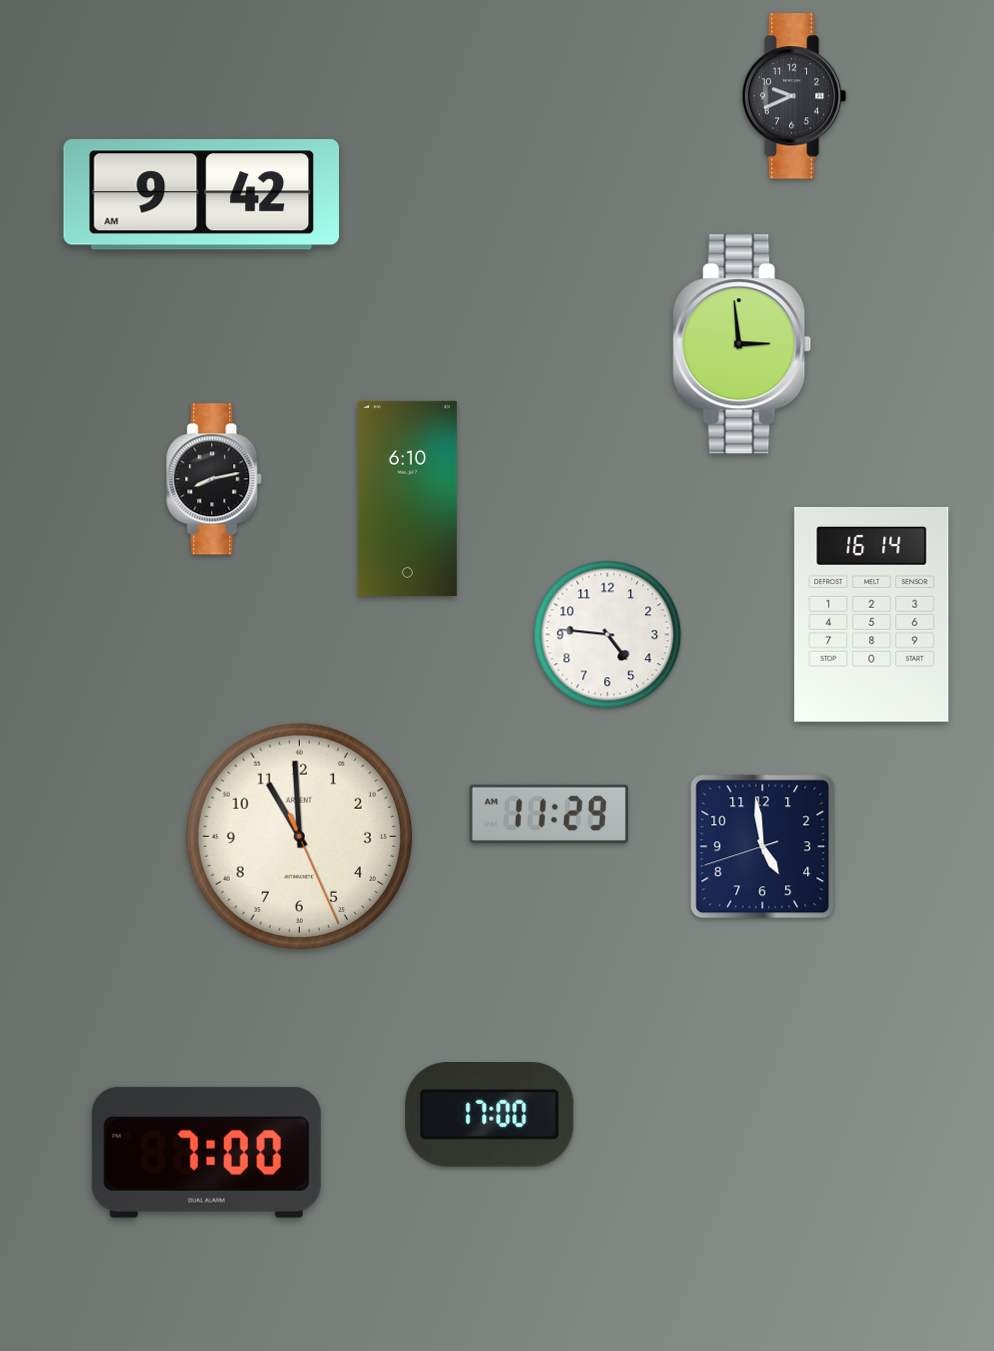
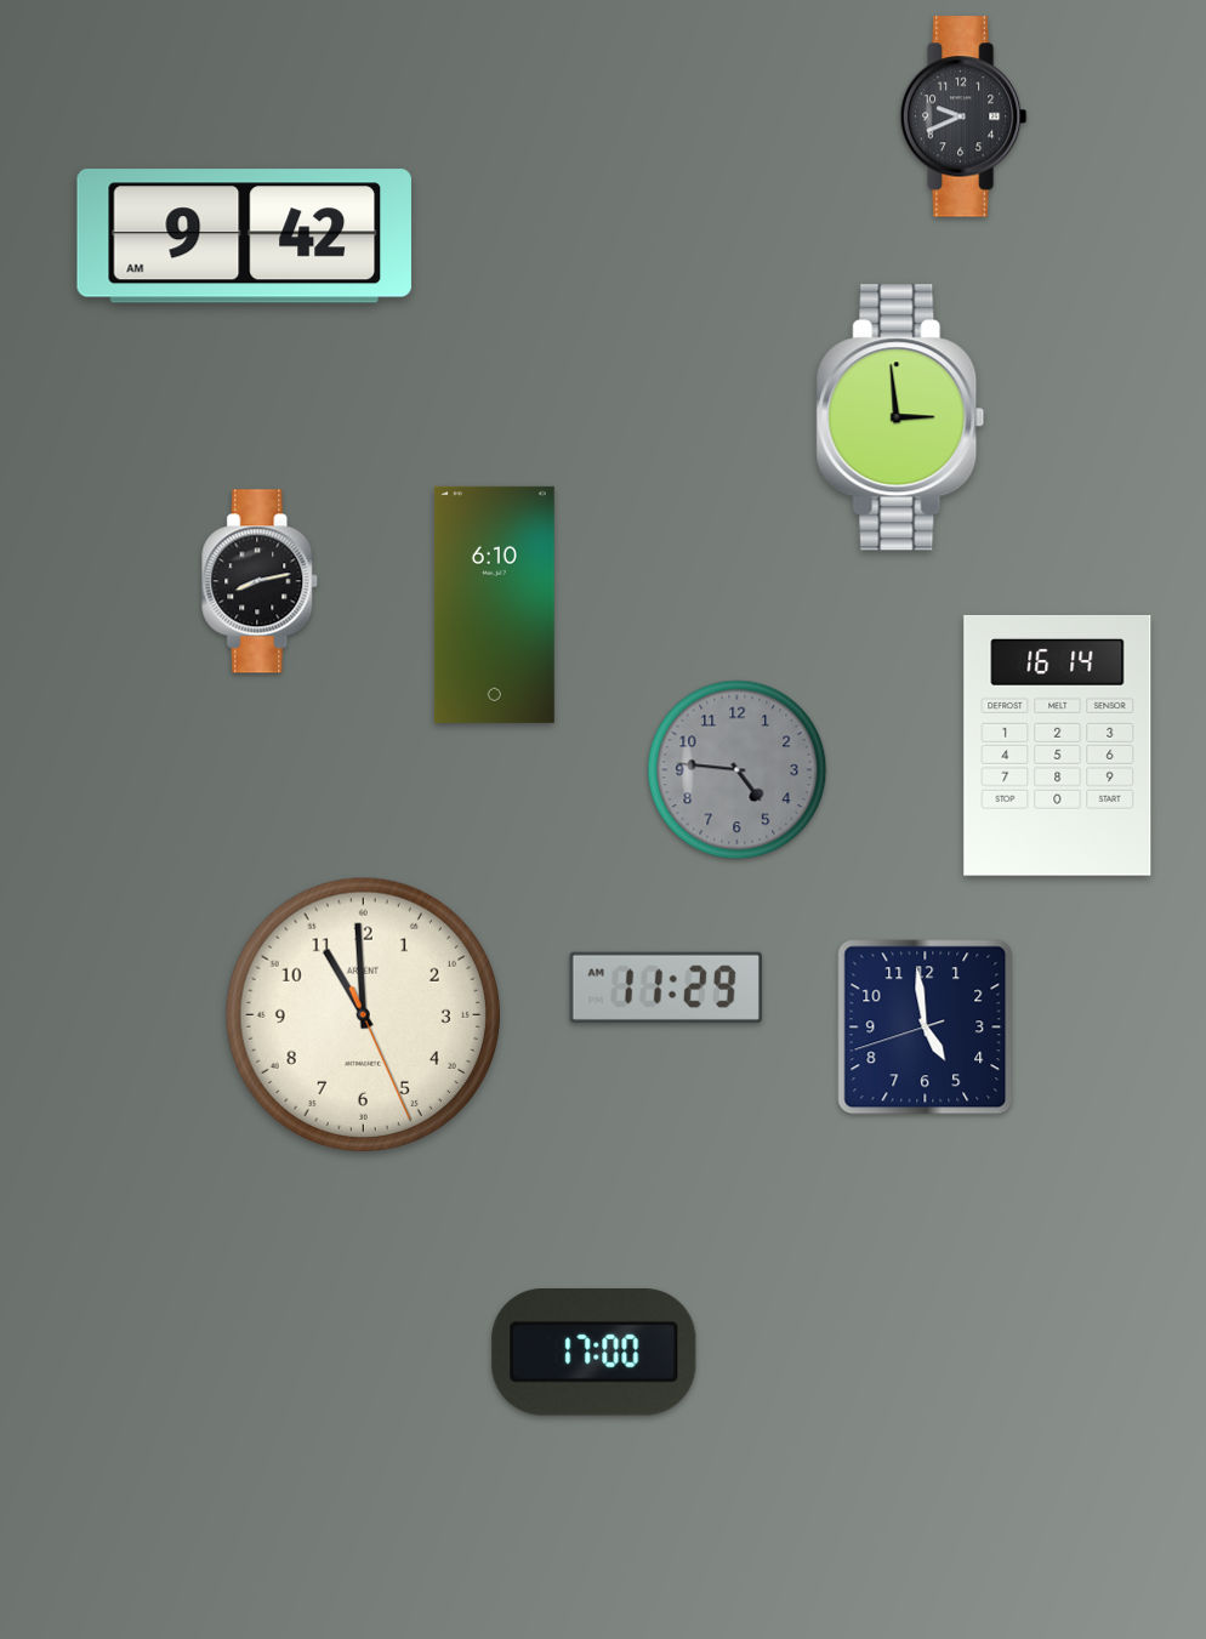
clock at (608, 635) dial: white -> grey
clock at (206, 1152): 7:00 -> none
